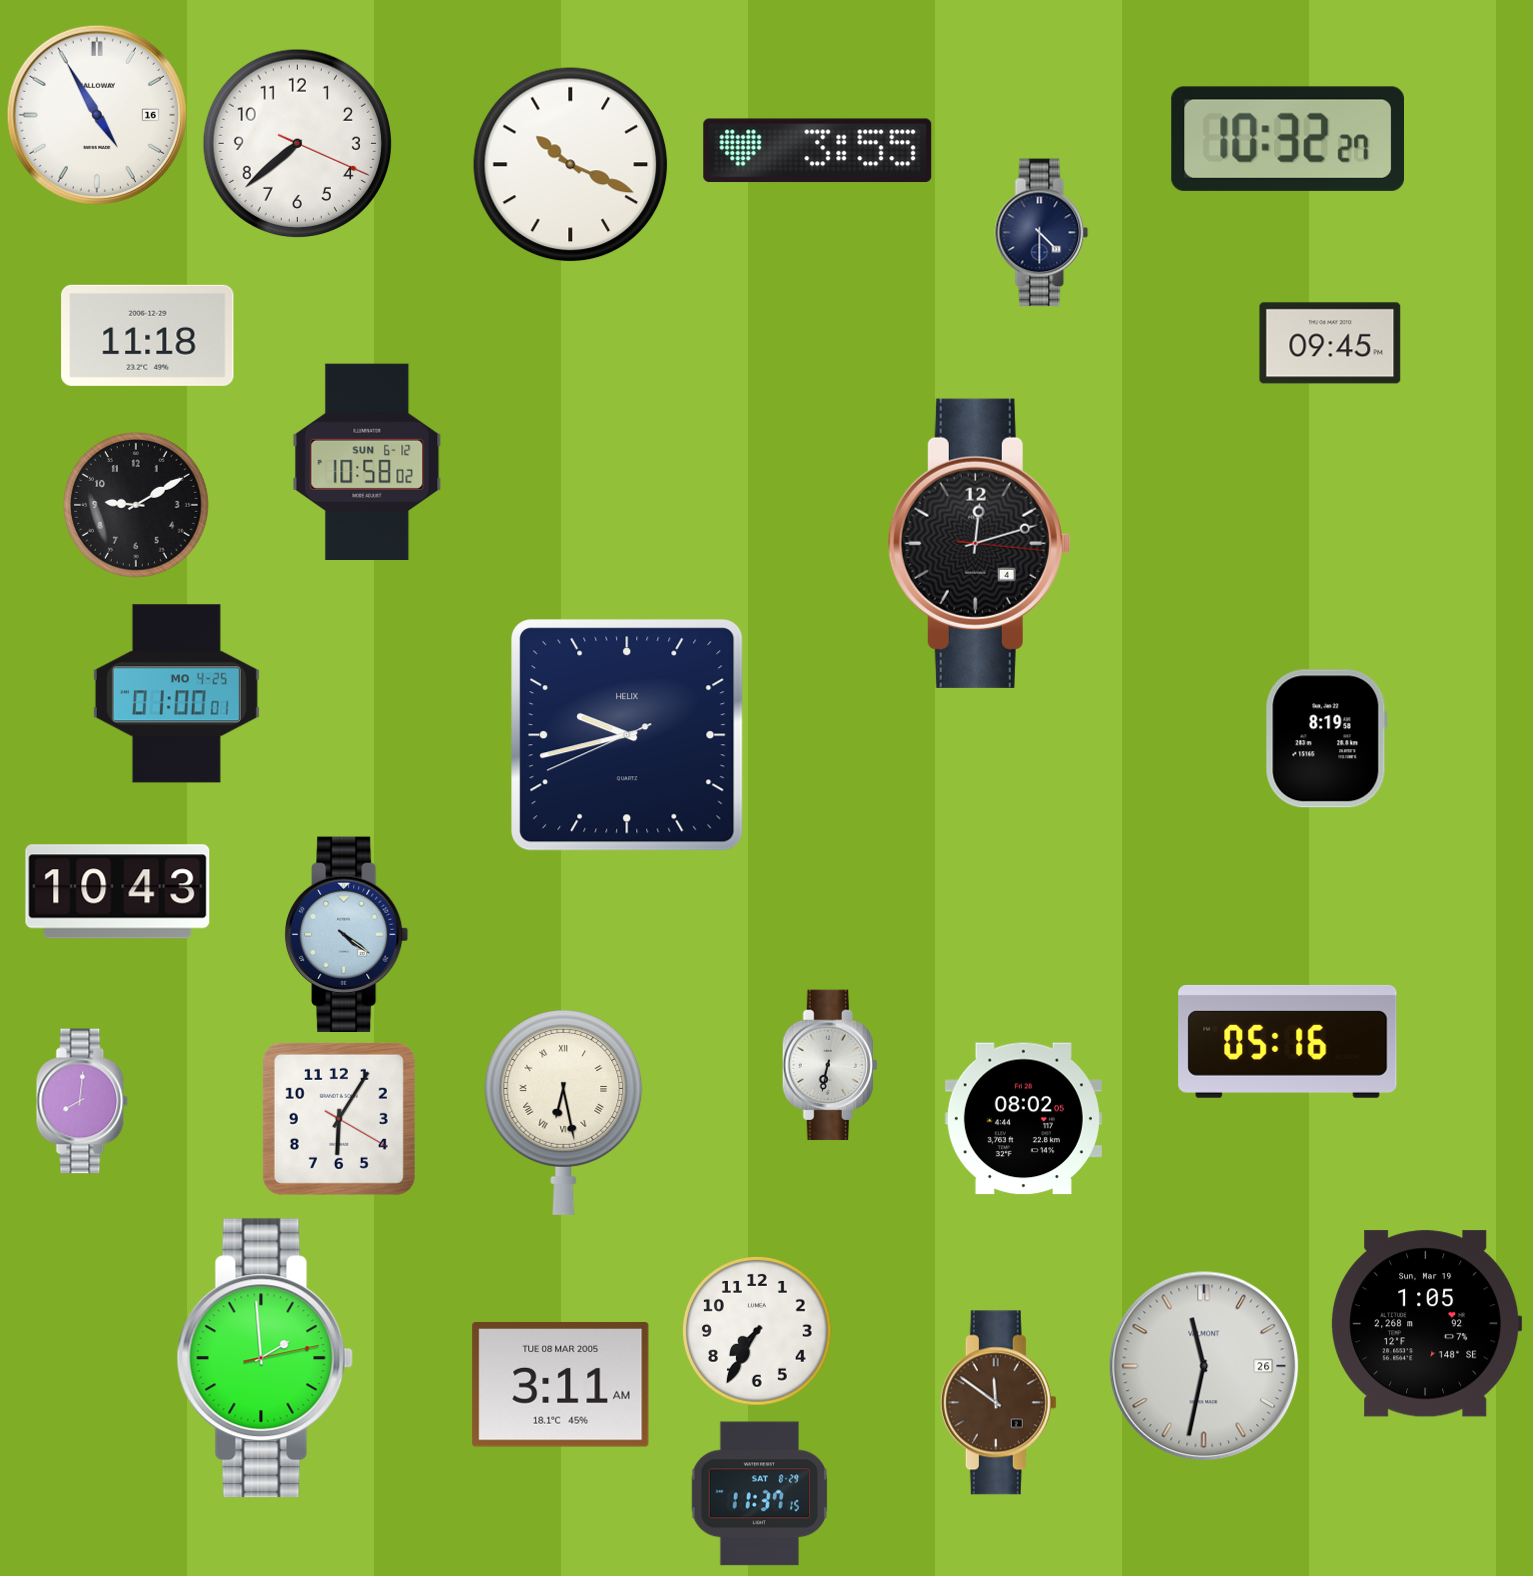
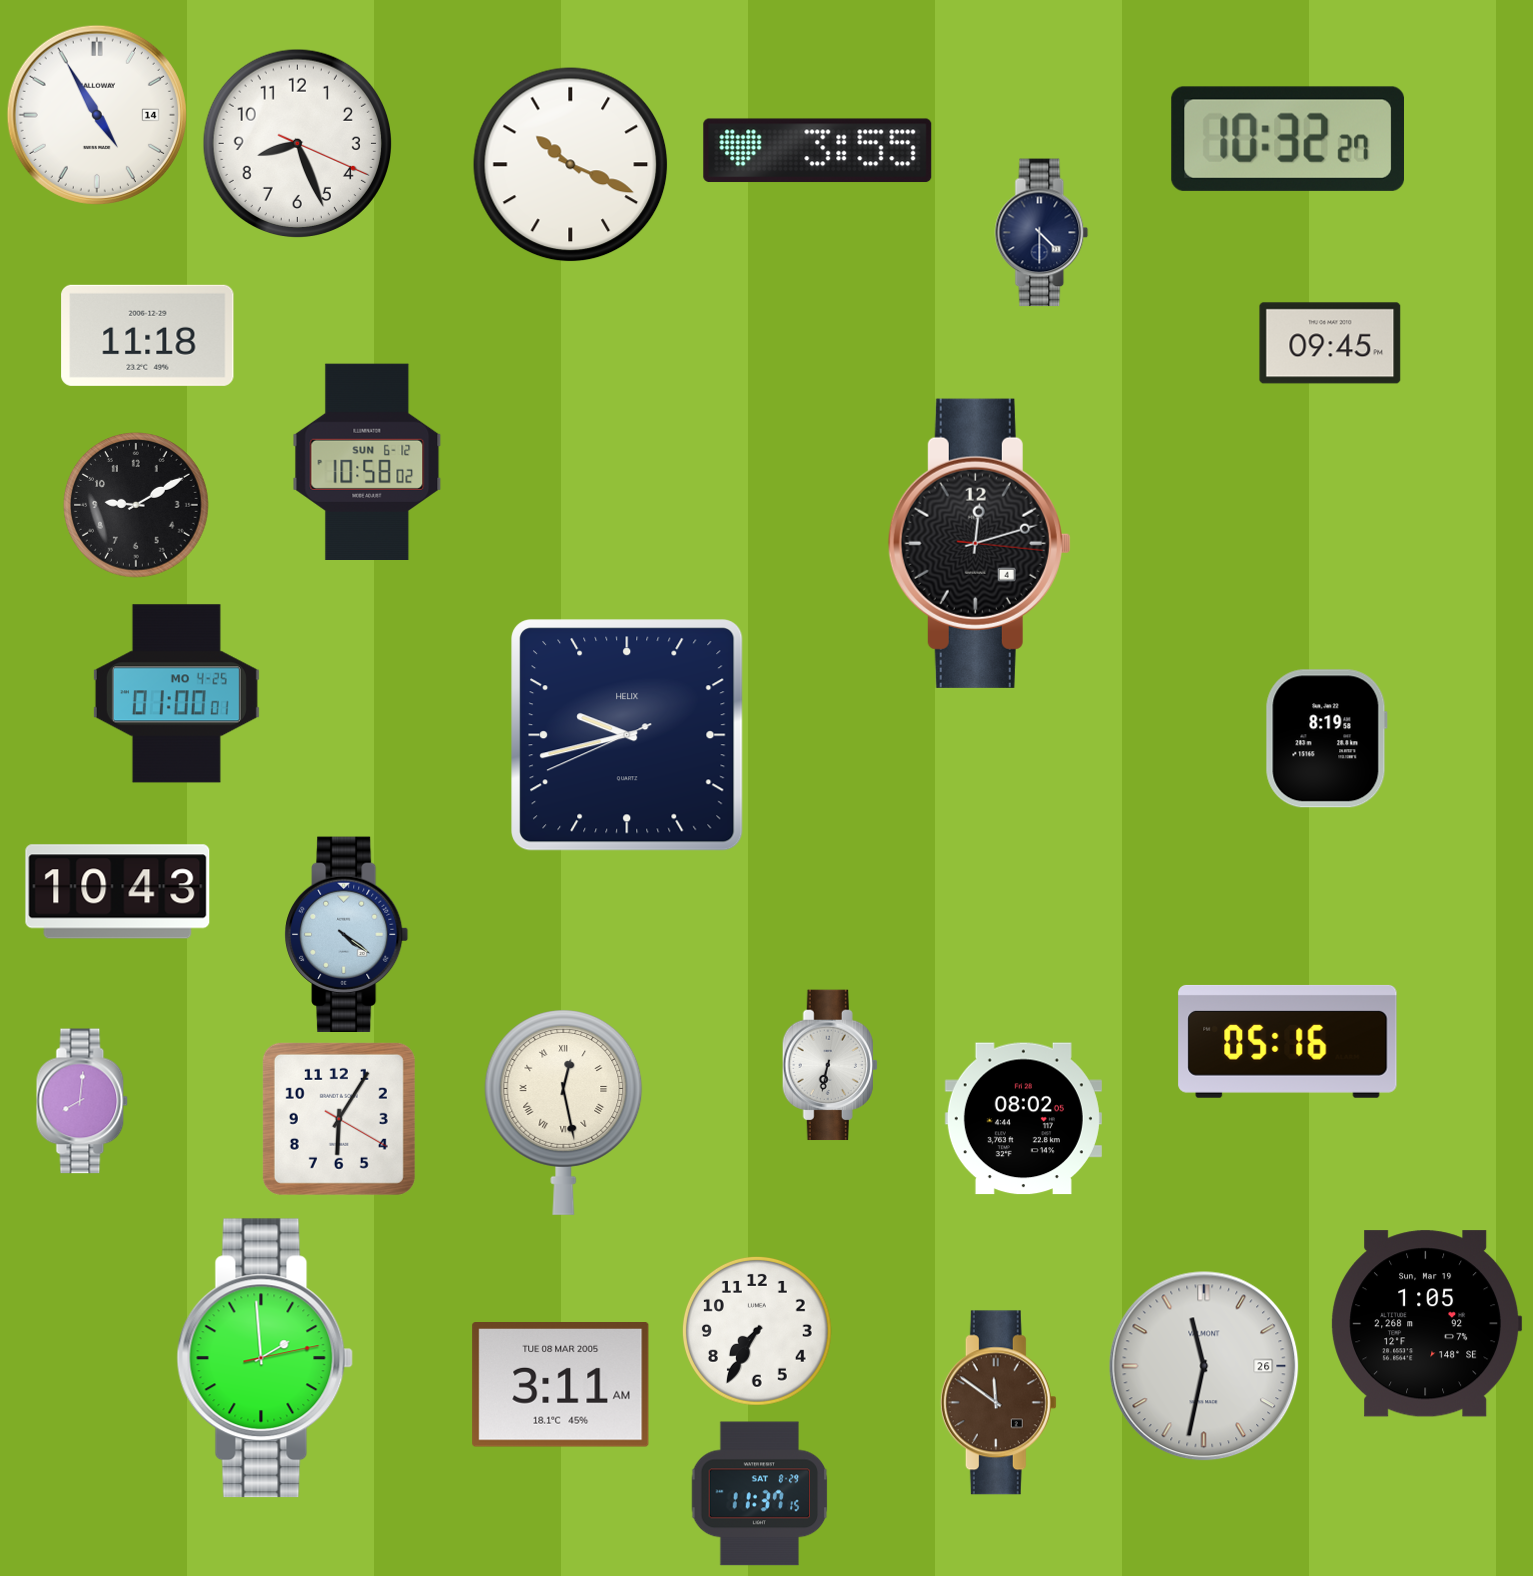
clock at (97, 115) date: 16 -> 14
clock at (297, 143): 7:38 -> 8:26
clock at (564, 1112): 6:28 -> 12:28
